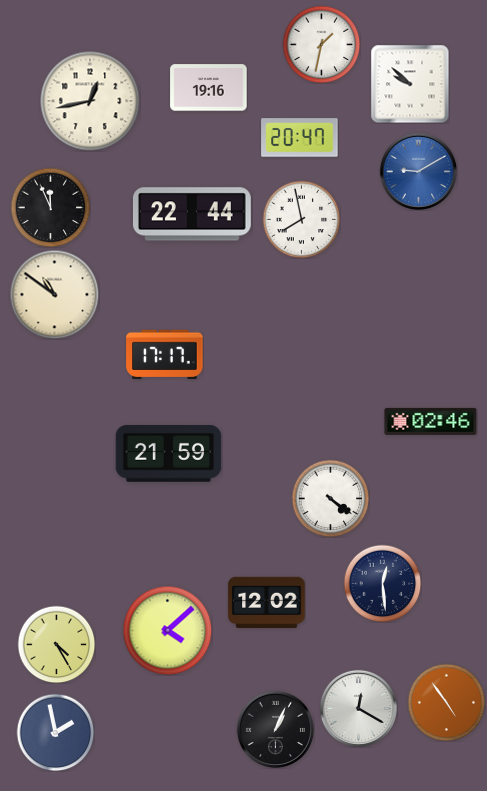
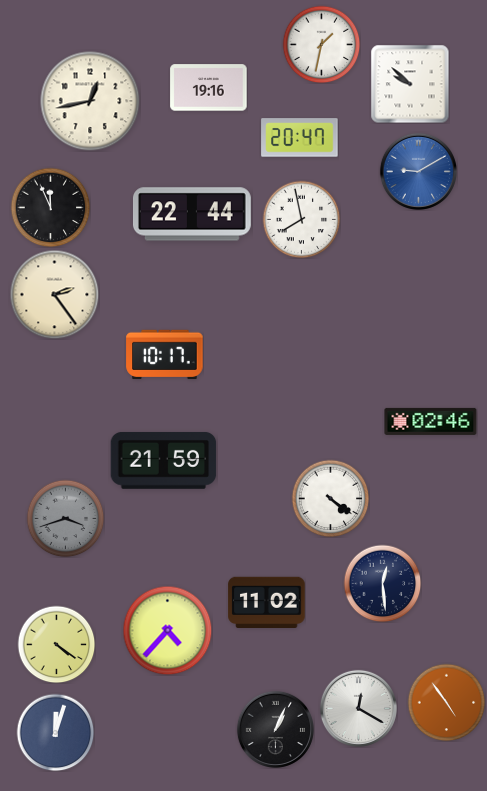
clock at (54, 294): 10:51 -> 2:24
clock at (165, 355): 17:17 -> 10:17
clock at (169, 453) position: (169, 453) -> (164, 460)
clock at (65, 518): none -> 3:42
clock at (267, 603): 12:02 -> 11:02
clock at (167, 630): 4:08 -> 4:37
clock at (56, 644): 4:25 -> 4:21
clock at (55, 732): 1:58 -> 12:03
